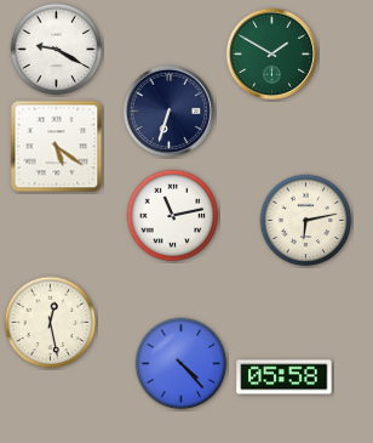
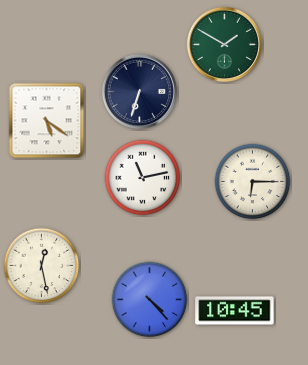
clock at (57, 50): 9:20 -> none
clock at (306, 221): 6:13 -> 6:15
clock at (285, 377): 05:58 -> 10:45
